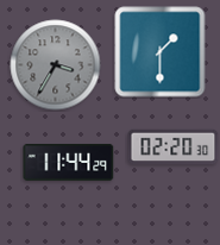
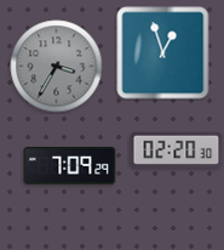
clock at (161, 52): 1:30 -> 12:57
clock at (69, 162): 11:44 -> 7:09
